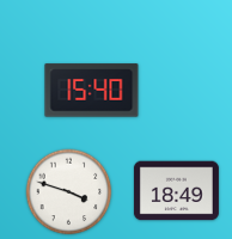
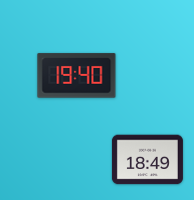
clock at (92, 91): 15:40 -> 19:40
clock at (69, 192): 3:48 -> none
